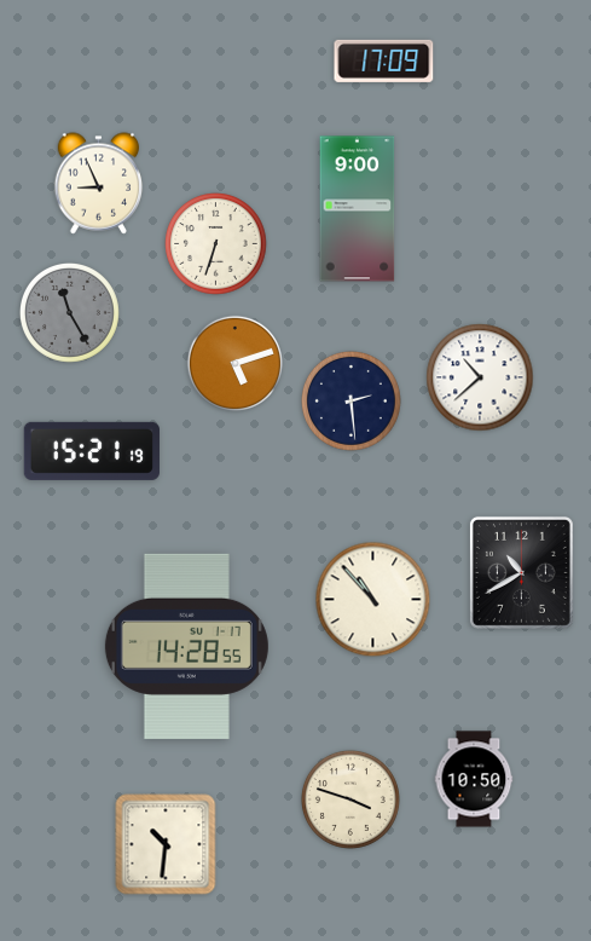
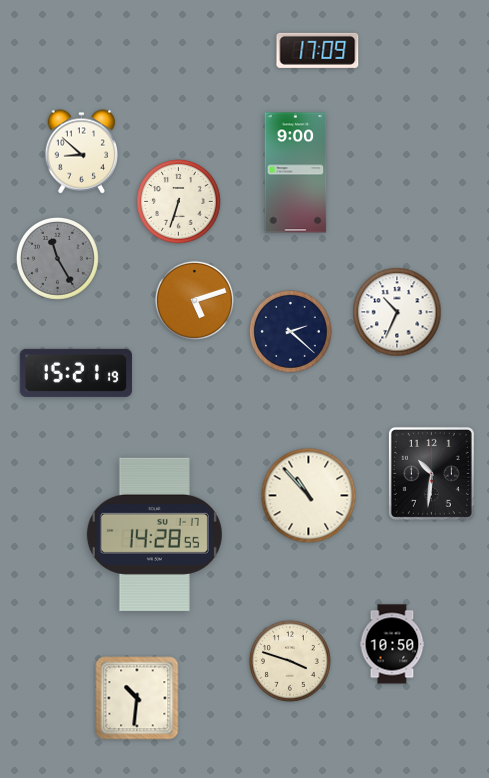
clock at (99, 184): 8:56 -> 8:52
clock at (480, 377): 10:38 -> 10:34
clock at (350, 400): 2:29 -> 2:22
clock at (521, 572): 10:40 -> 10:31
